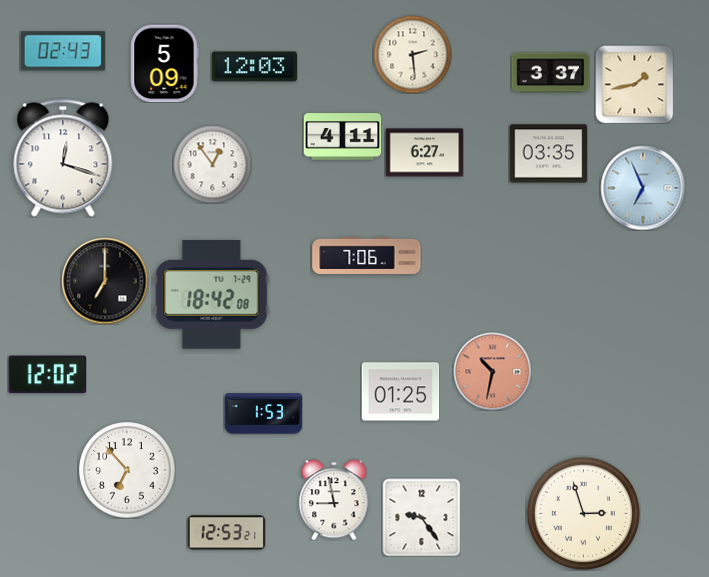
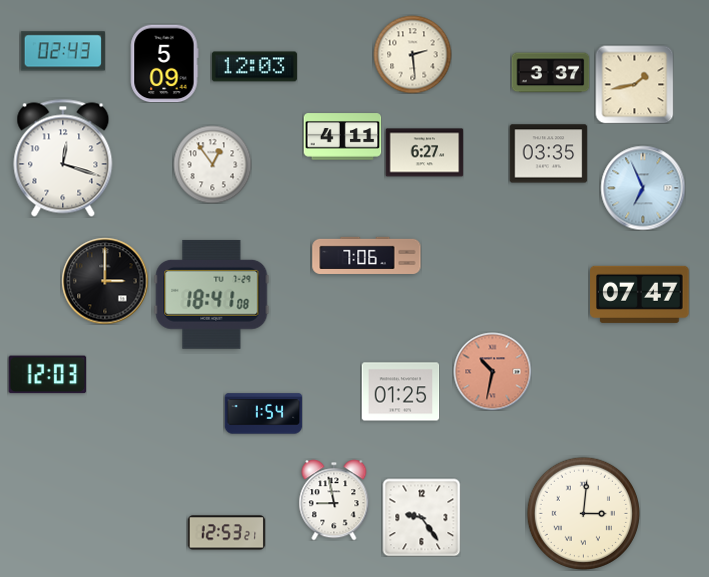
clock at (105, 281): 7:00 -> 3:00
clock at (212, 294): 18:42 -> 18:41
clock at (640, 294): none -> 07:47
clock at (47, 375): 12:02 -> 12:03
clock at (263, 414): 1:53 -> 1:54
clock at (127, 470): 6:53 -> none
clock at (583, 513): 2:57 -> 3:01
